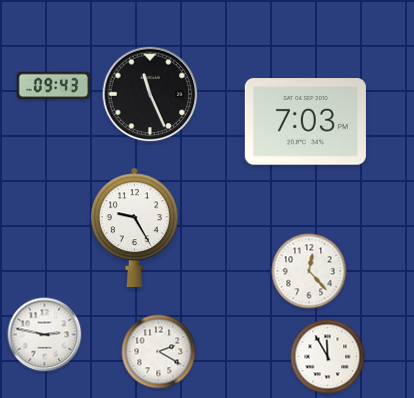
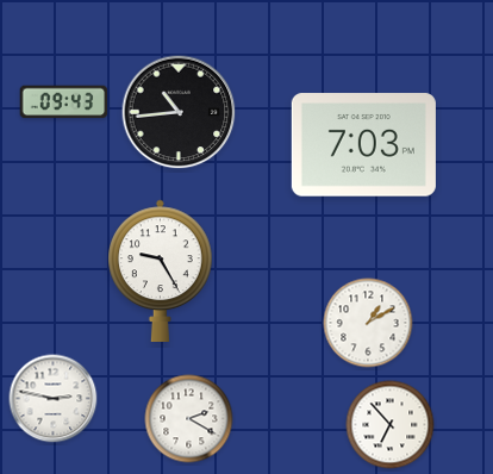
clock at (150, 94): 11:26 -> 10:44
clock at (309, 271): 12:23 -> 1:10
clock at (328, 357): 11:55 -> 6:53
